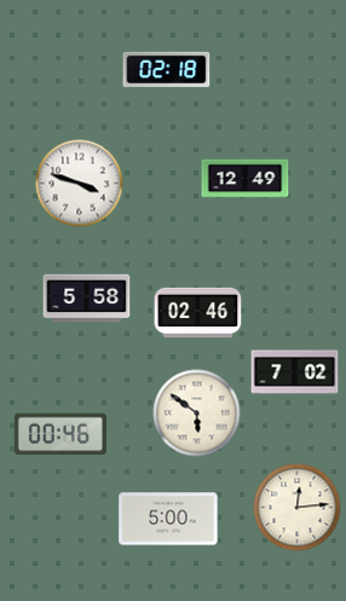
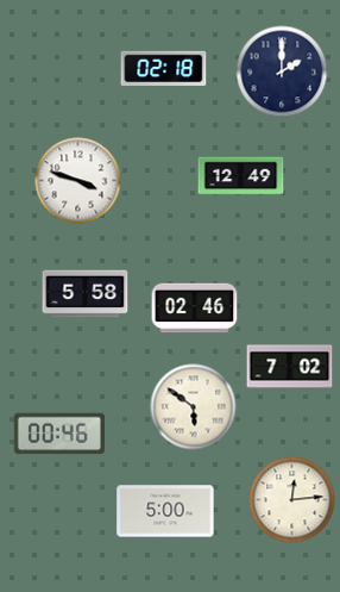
clock at (282, 71): none -> 2:00
clock at (60, 434) position: (60, 434) -> (59, 434)
